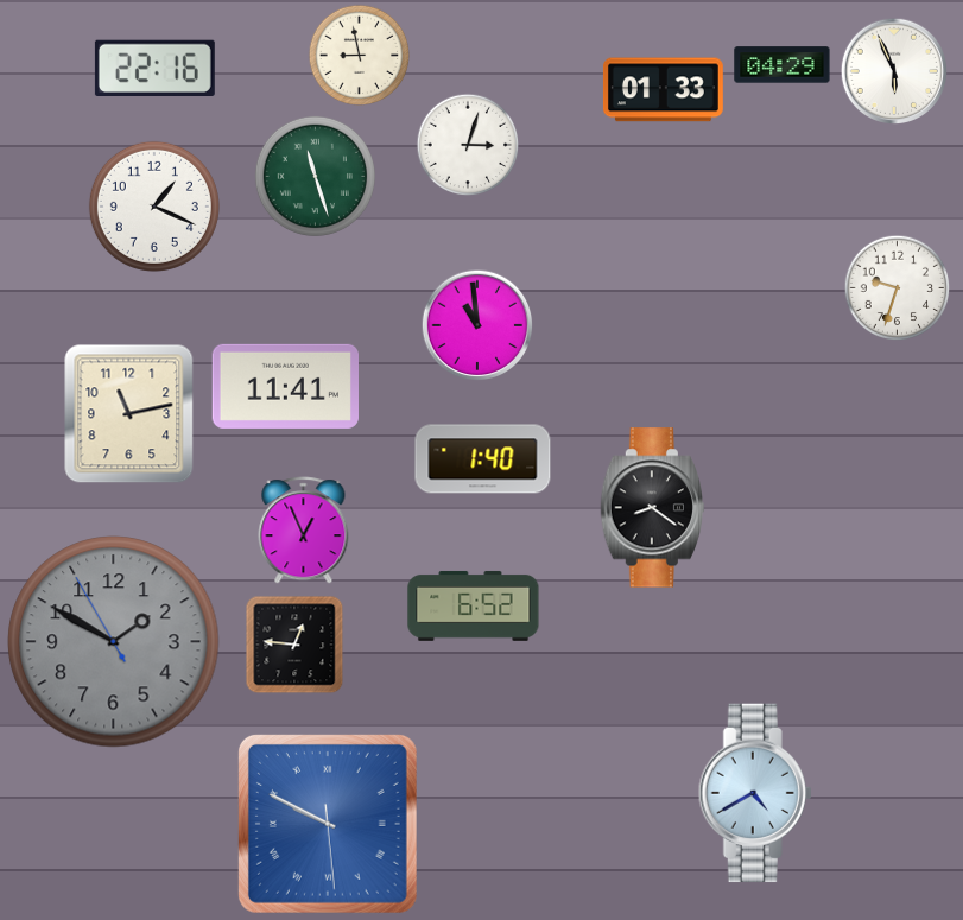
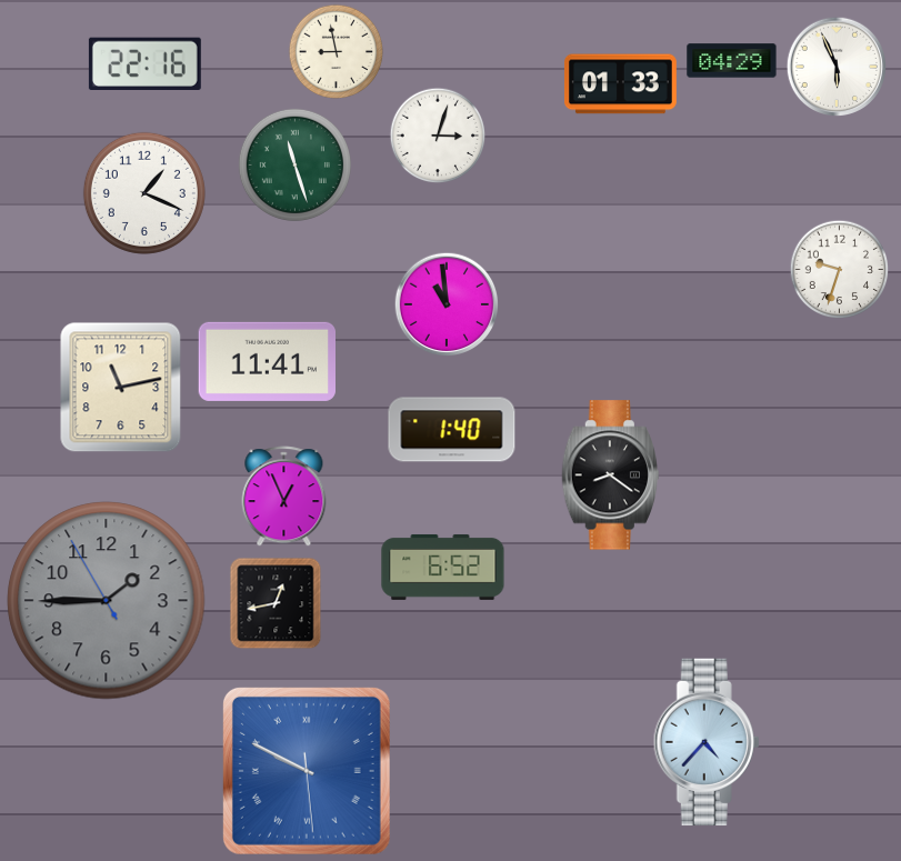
clock at (114, 642): 1:49 -> 1:44
clock at (294, 645): 12:46 -> 12:43
clock at (755, 793): 4:40 -> 4:37
